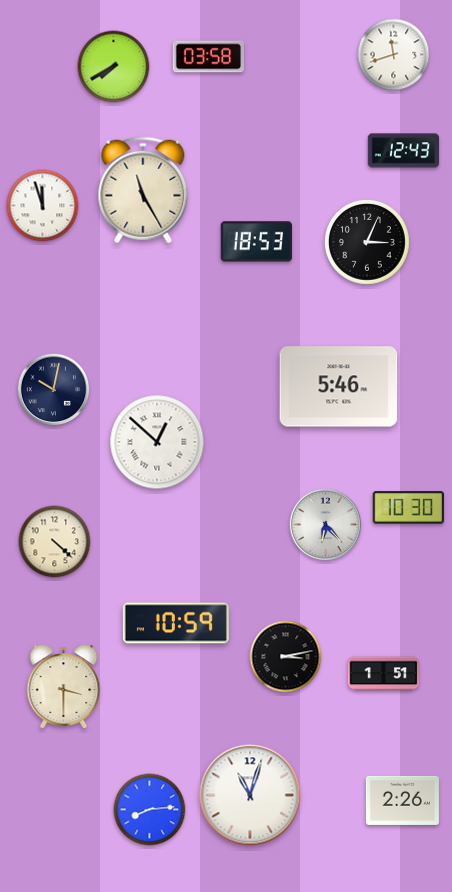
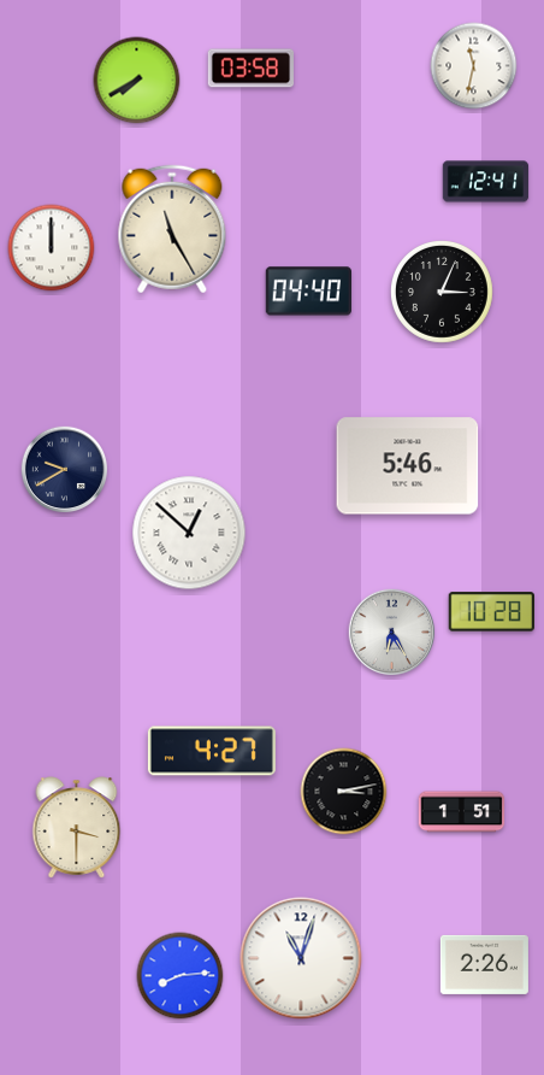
clock at (394, 55): 11:42 -> 11:32
clock at (404, 151): 12:43 -> 12:41
clock at (43, 206): 11:57 -> 12:00
clock at (256, 242): 18:53 -> 04:40
clock at (54, 390): 10:02 -> 9:40
clock at (408, 508): 10:30 -> 10:28
clock at (326, 525): 6:23 -> 6:25
clock at (55, 542): 4:22 -> none
clock at (176, 623): 10:59 -> 4:27
